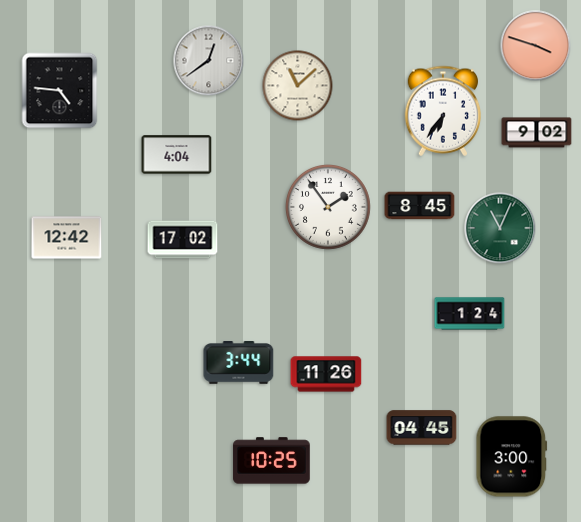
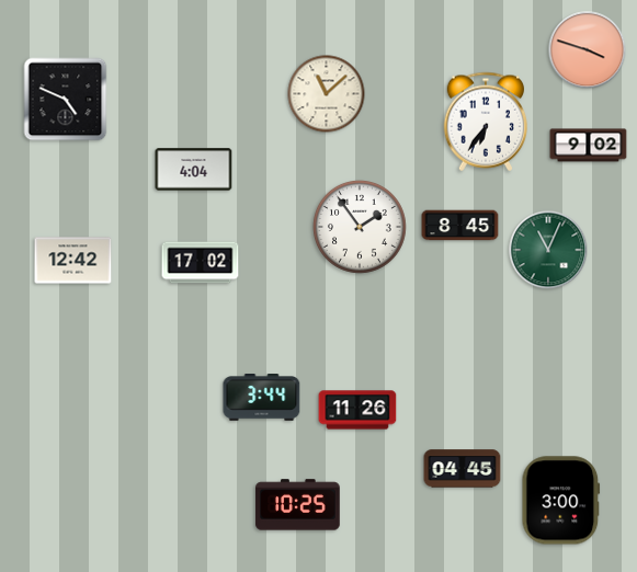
clock at (209, 61): 12:39 -> none
clock at (60, 91): 4:46 -> 4:49
clock at (470, 314): 1:24 -> none
